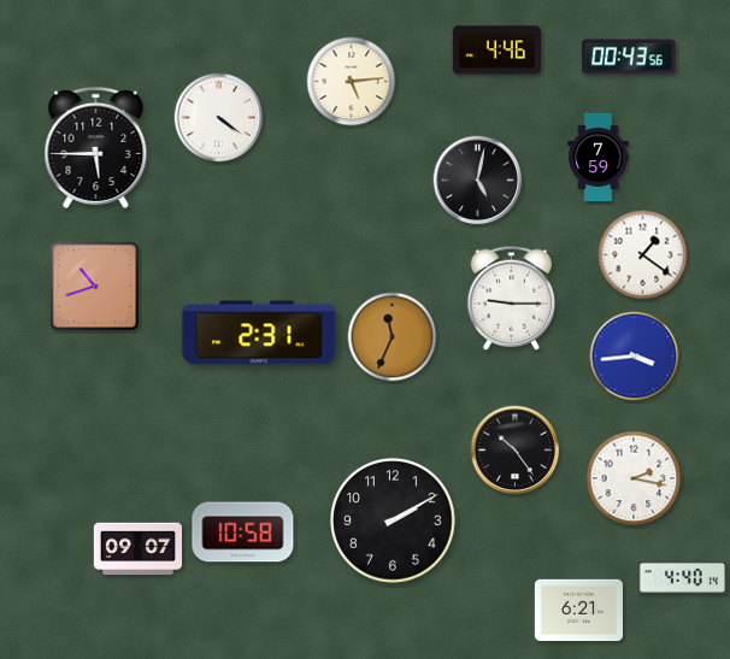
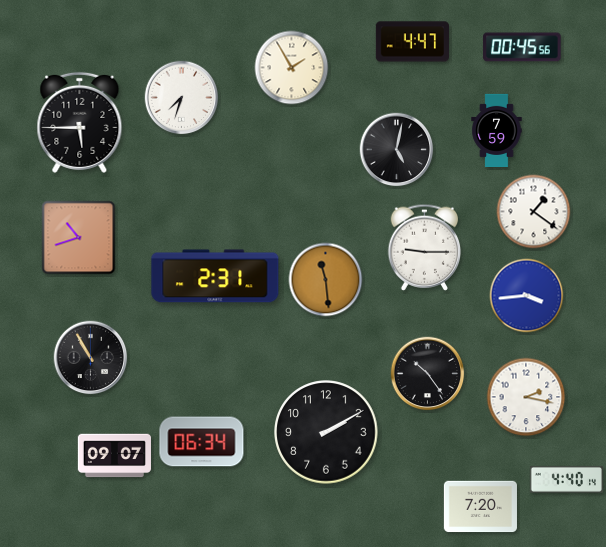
clock at (496, 51): 4:46 -> 4:47
clock at (629, 57): 00:43 -> 00:45
clock at (352, 82): 5:14 -> 1:55
clock at (219, 118): 4:21 -> 7:33
clock at (393, 337): 11:34 -> 11:29
clock at (91, 358): none -> 10:55
clock at (243, 533): 10:58 -> 06:34
clock at (578, 611): 6:21 -> 7:20
